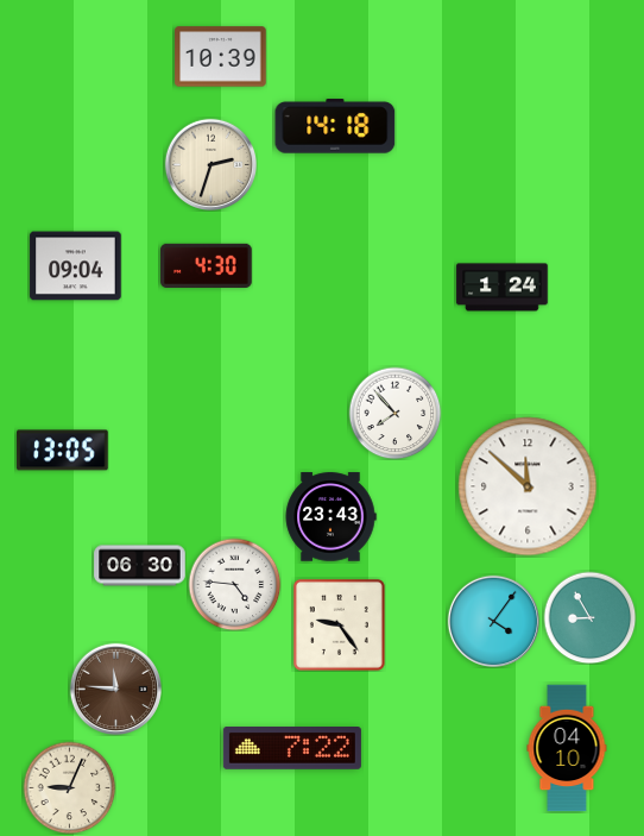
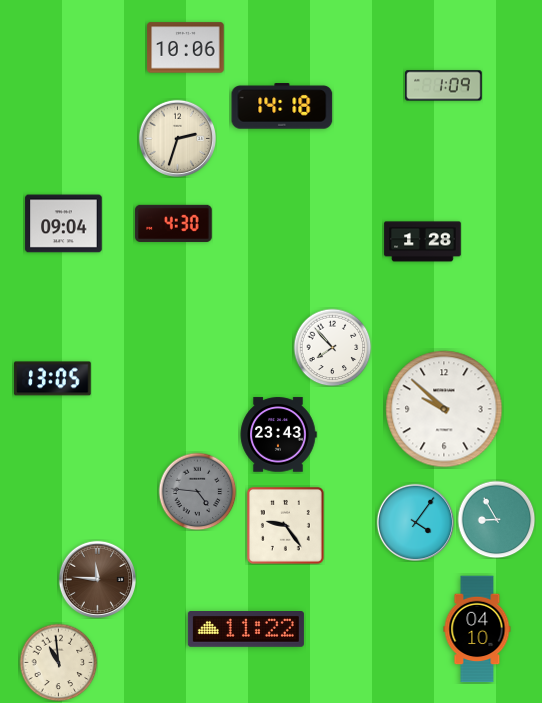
clock at (221, 57): 10:39 -> 10:06
clock at (444, 86): none -> 1:09
clock at (503, 288): 1:24 -> 1:28
clock at (528, 486): 11:52 -> 9:52
clock at (140, 566): 06:30 -> none
clock at (234, 584) dial: white -> grey
clock at (292, 749): 7:22 -> 11:22
clock at (69, 787): 9:04 -> 10:59
